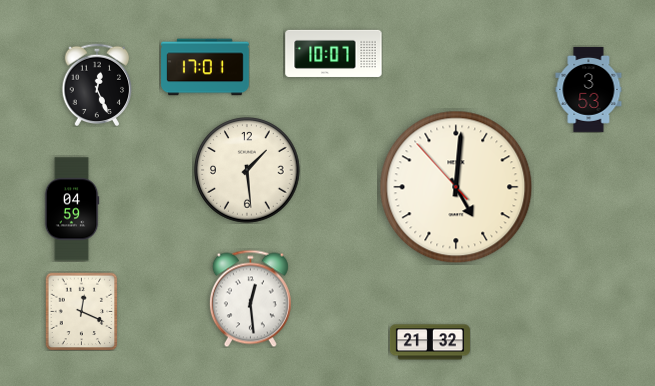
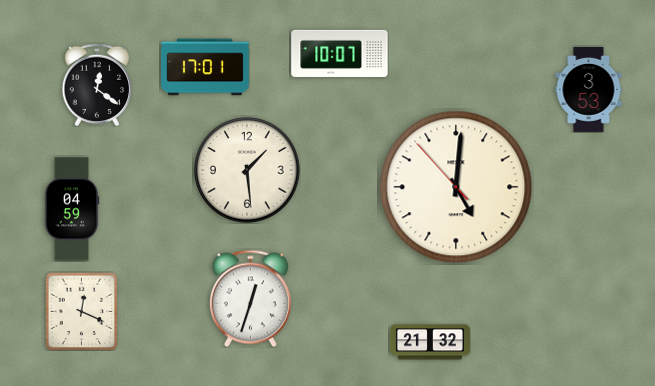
clock at (334, 53) position: (334, 53) -> (340, 53)
clock at (97, 85): 12:26 -> 12:21
clock at (250, 298): 12:29 -> 12:33
